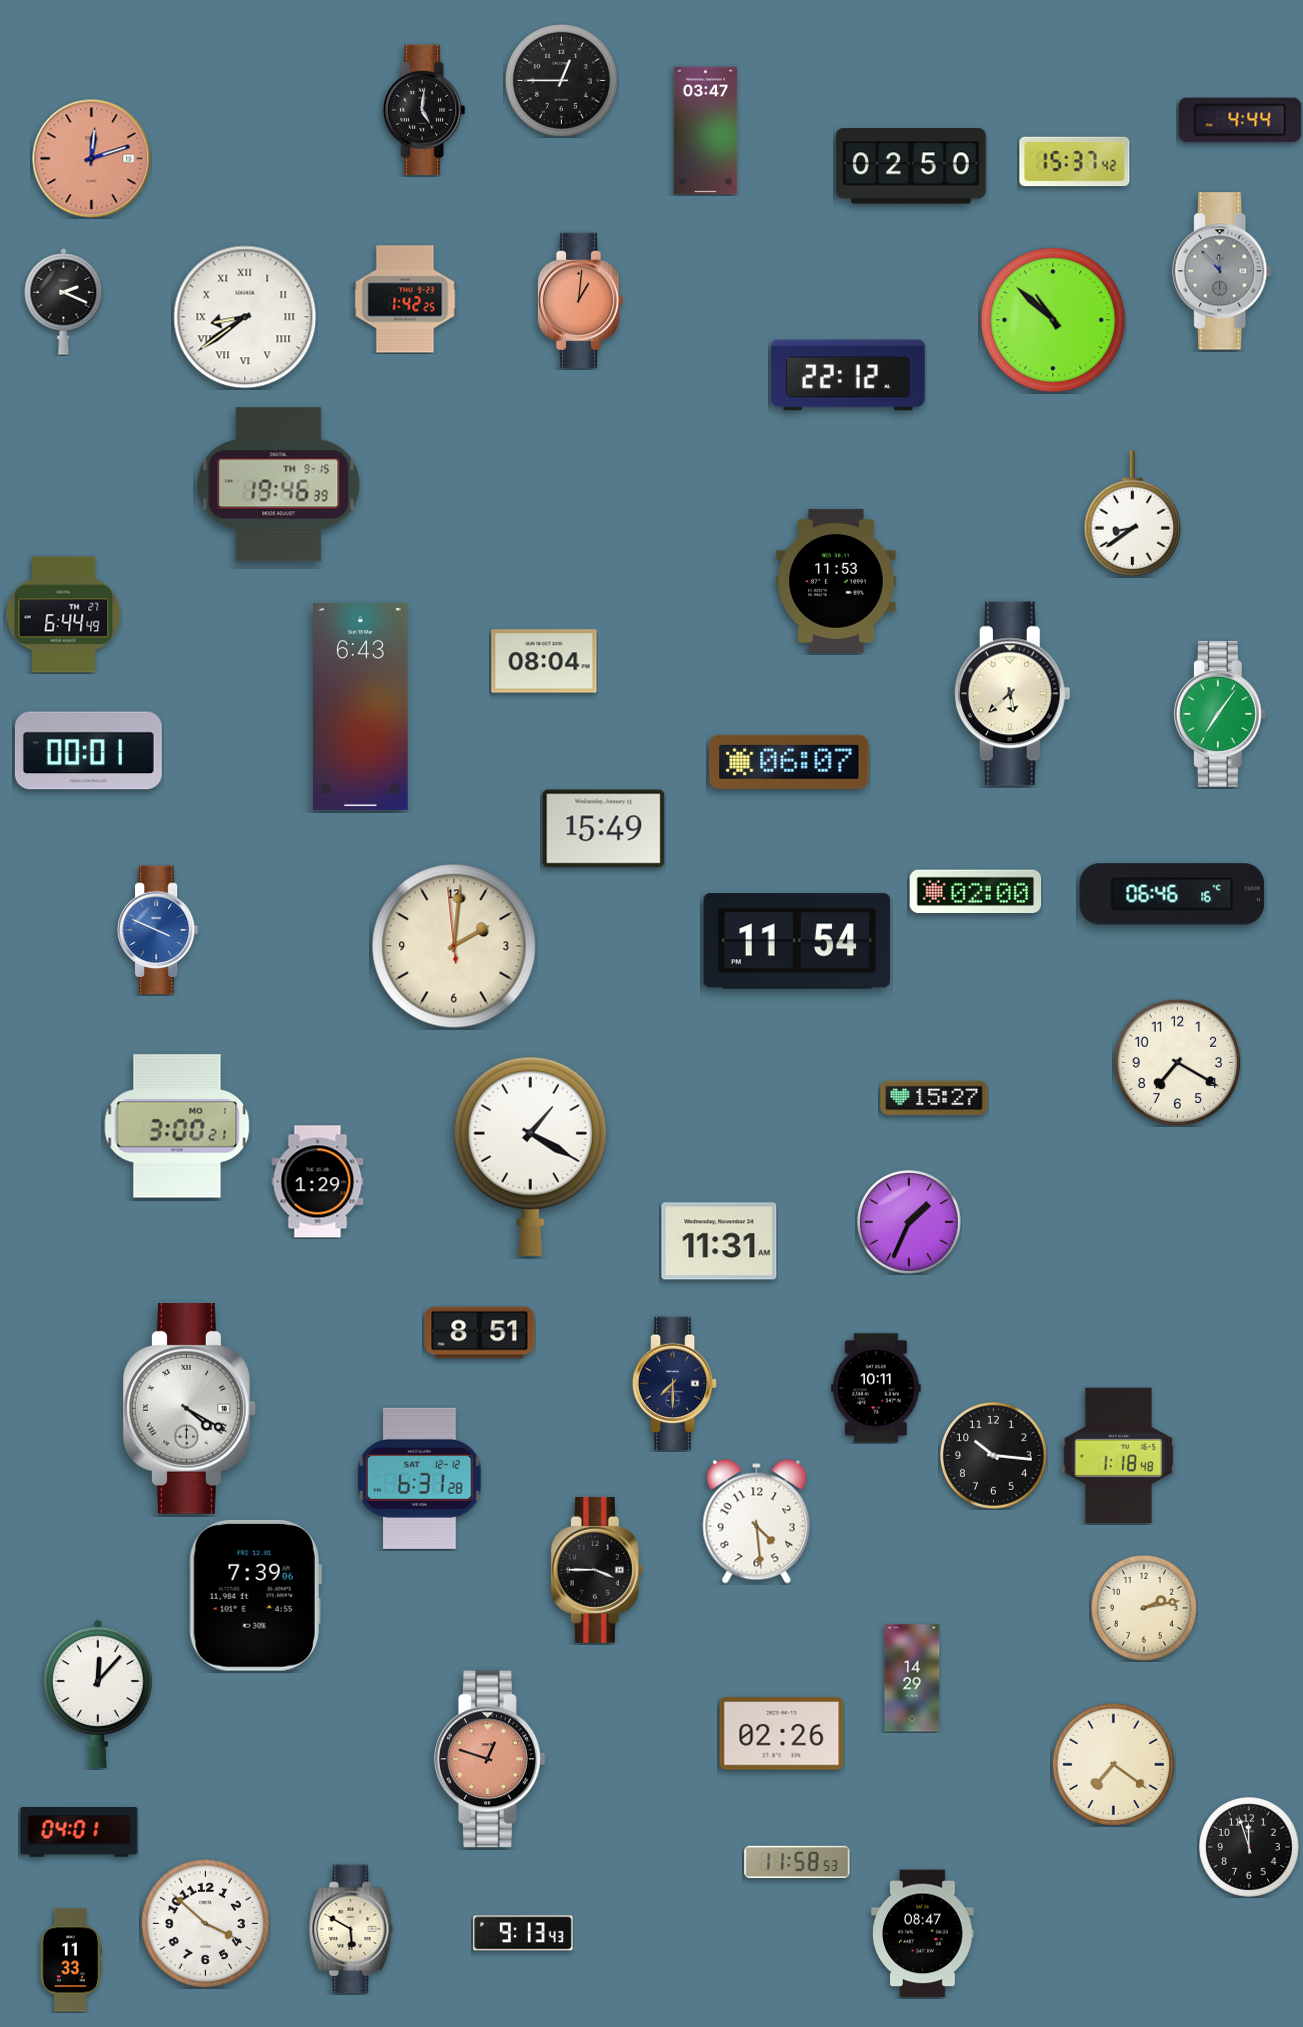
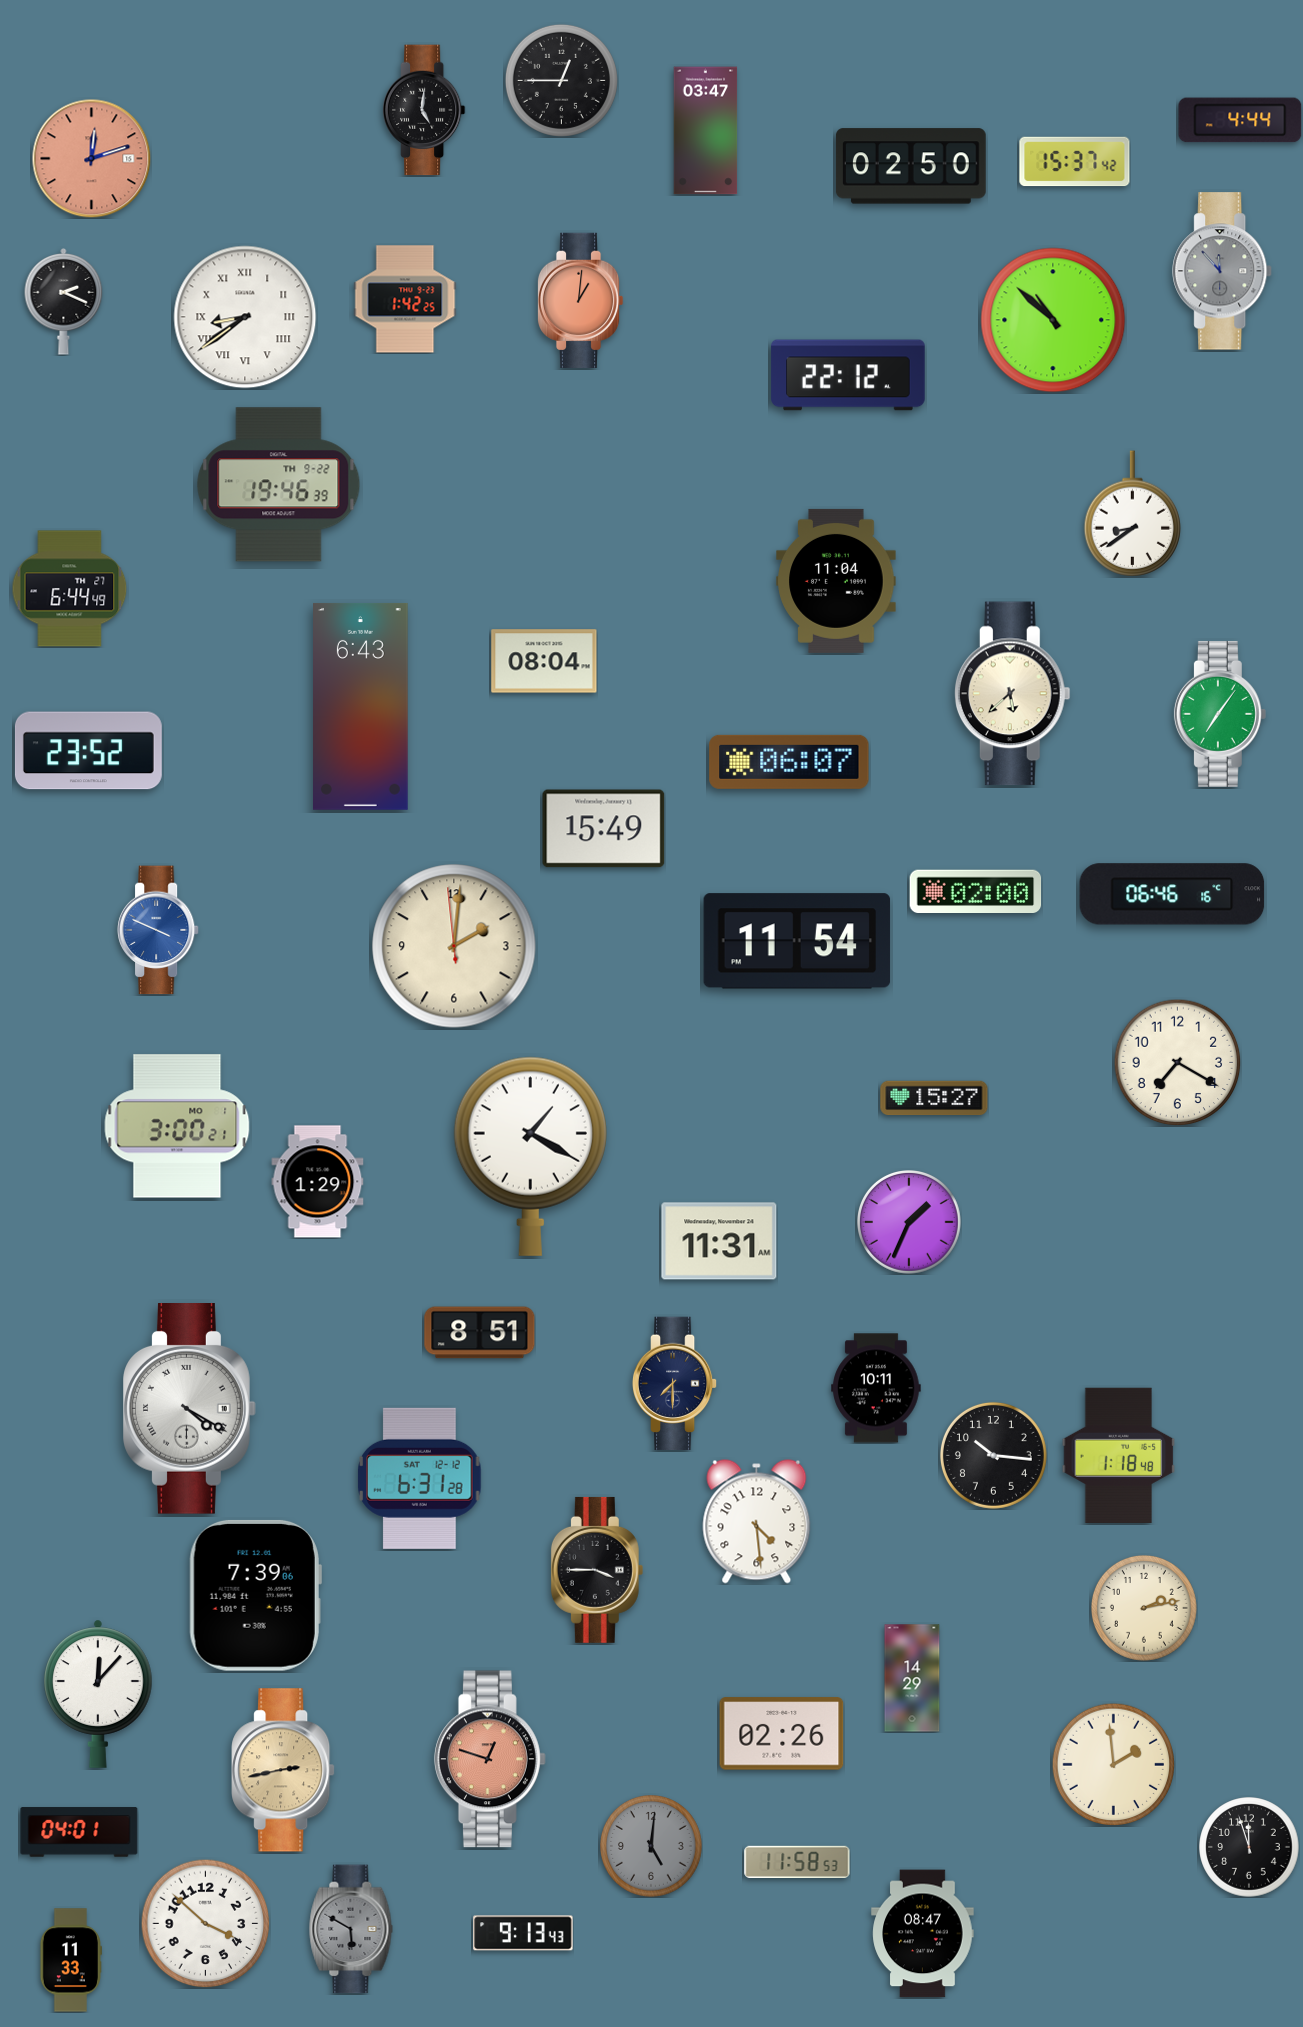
clock at (279, 485) date: TH 9-15 -> TH 9-22
clock at (836, 581): 11:53 -> 11:04
clock at (64, 615) position: (64, 615) -> (70, 589)
clock at (88, 751): 00:01 -> 23:52
clock at (1113, 1764): 7:21 -> 1:59
clock at (283, 1770): none -> 2:43
clock at (651, 1847): none -> 5:01
clock at (351, 1929) dial: cream -> grey
